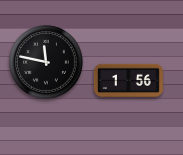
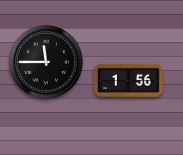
clock at (47, 63): 11:47 -> 11:45
